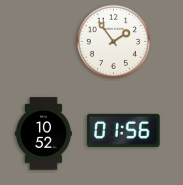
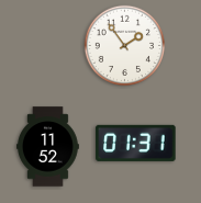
clock at (124, 130): 01:56 -> 01:31
clock at (44, 134): 10:52 -> 11:52
